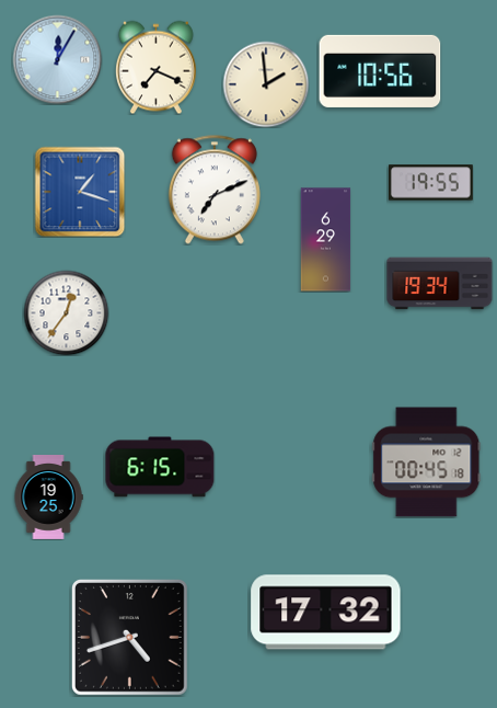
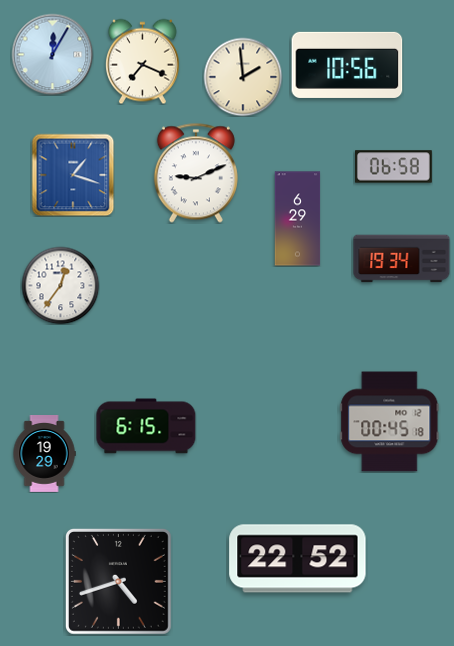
clock at (430, 183): 19:55 -> 06:58
clock at (215, 190): 7:11 -> 9:11
clock at (48, 498): 19:25 -> 19:29
clock at (326, 613): 17:32 -> 22:52
